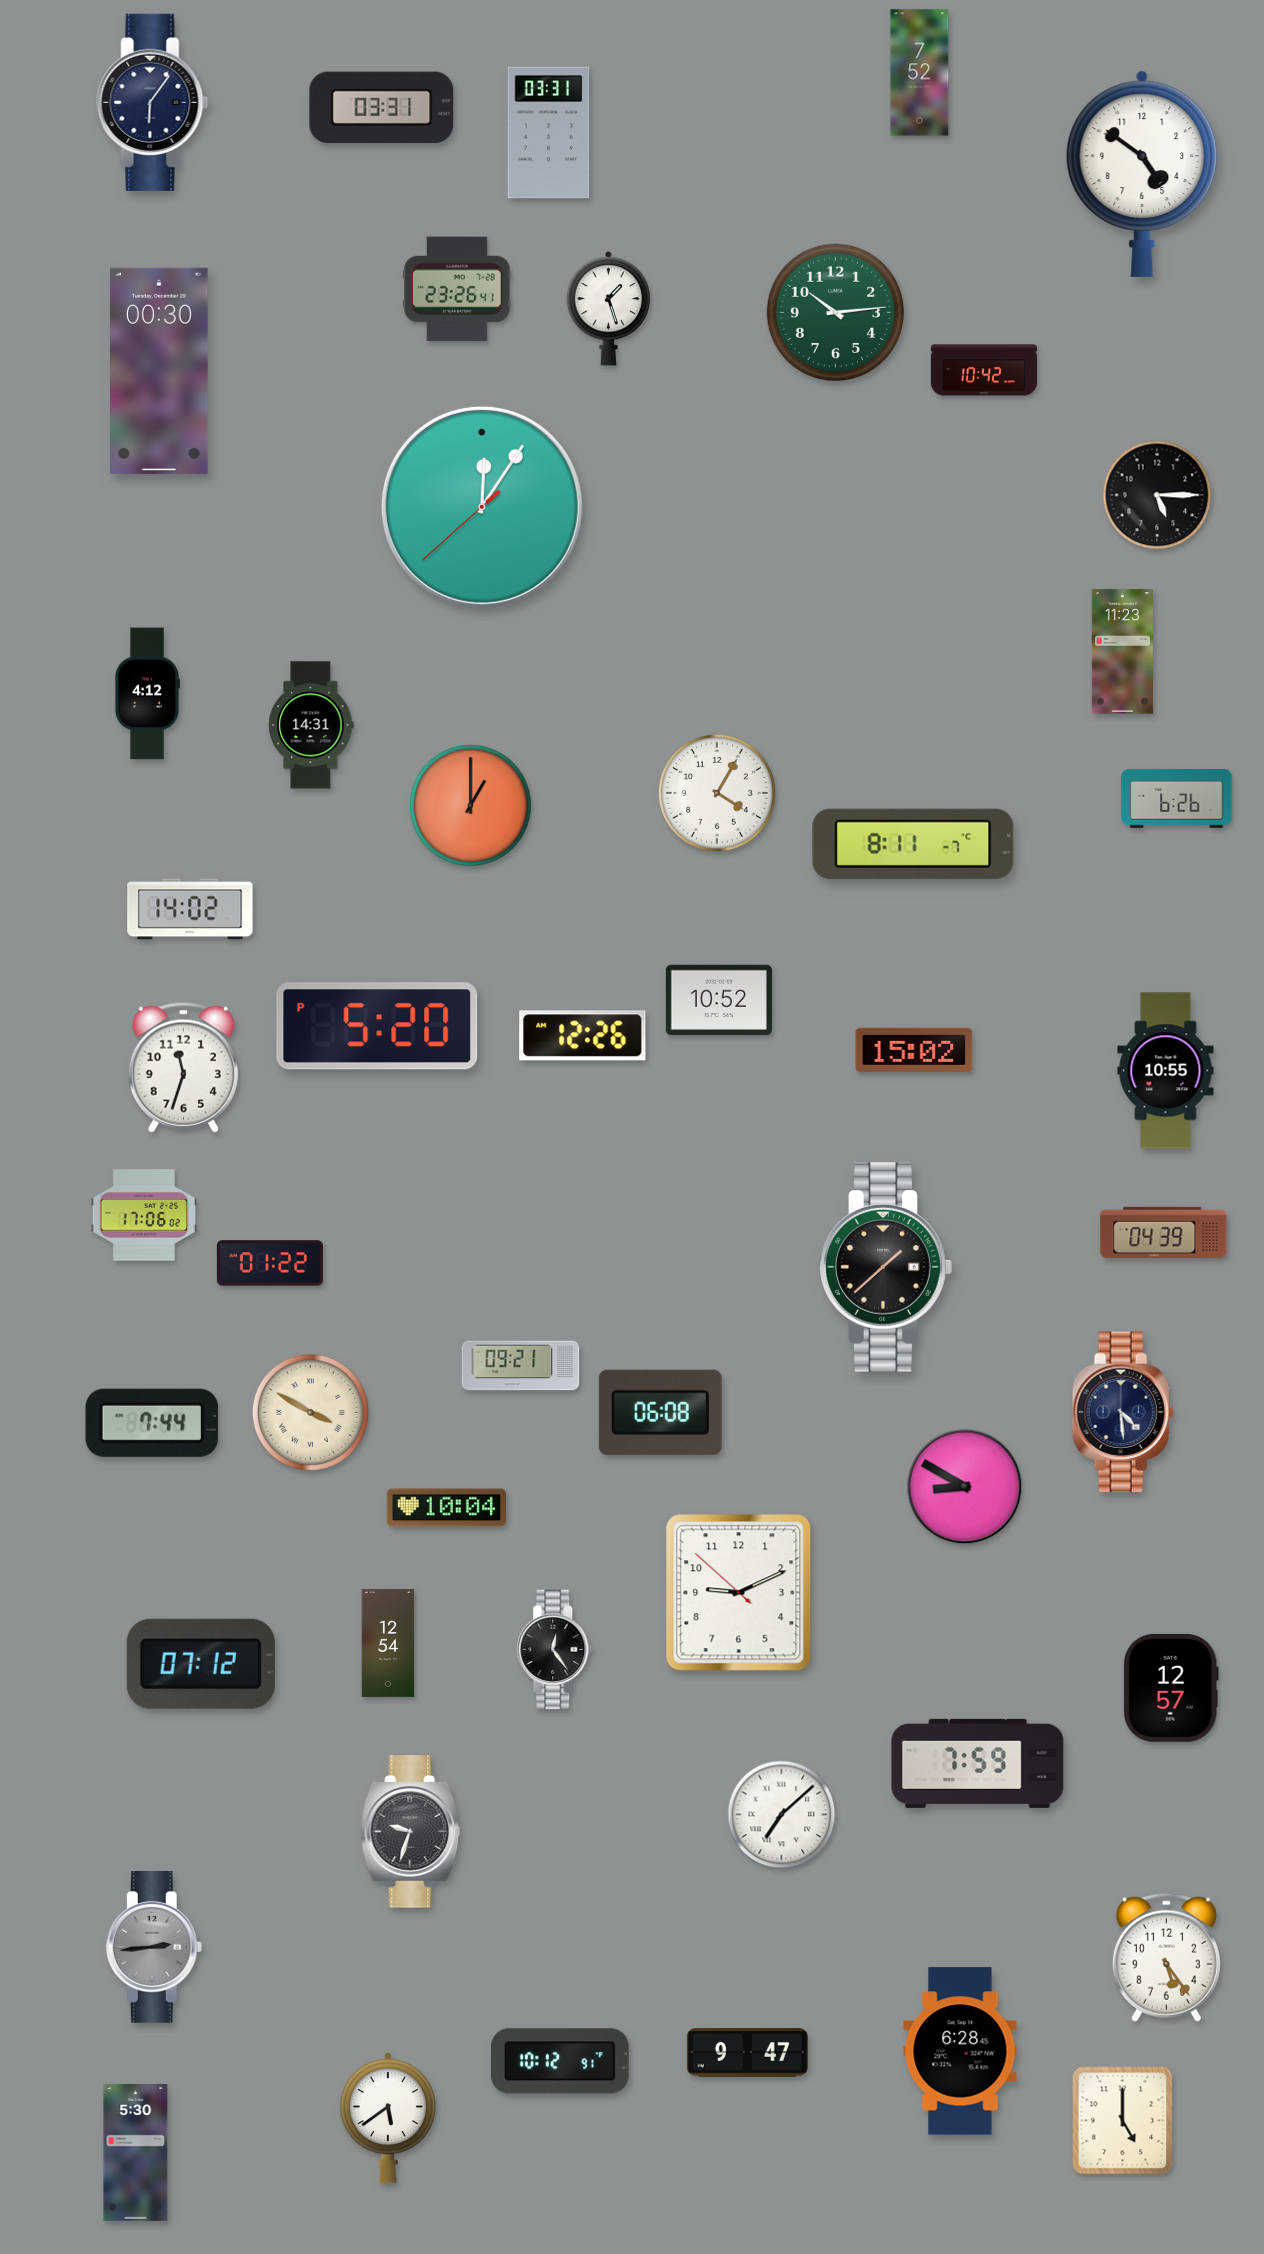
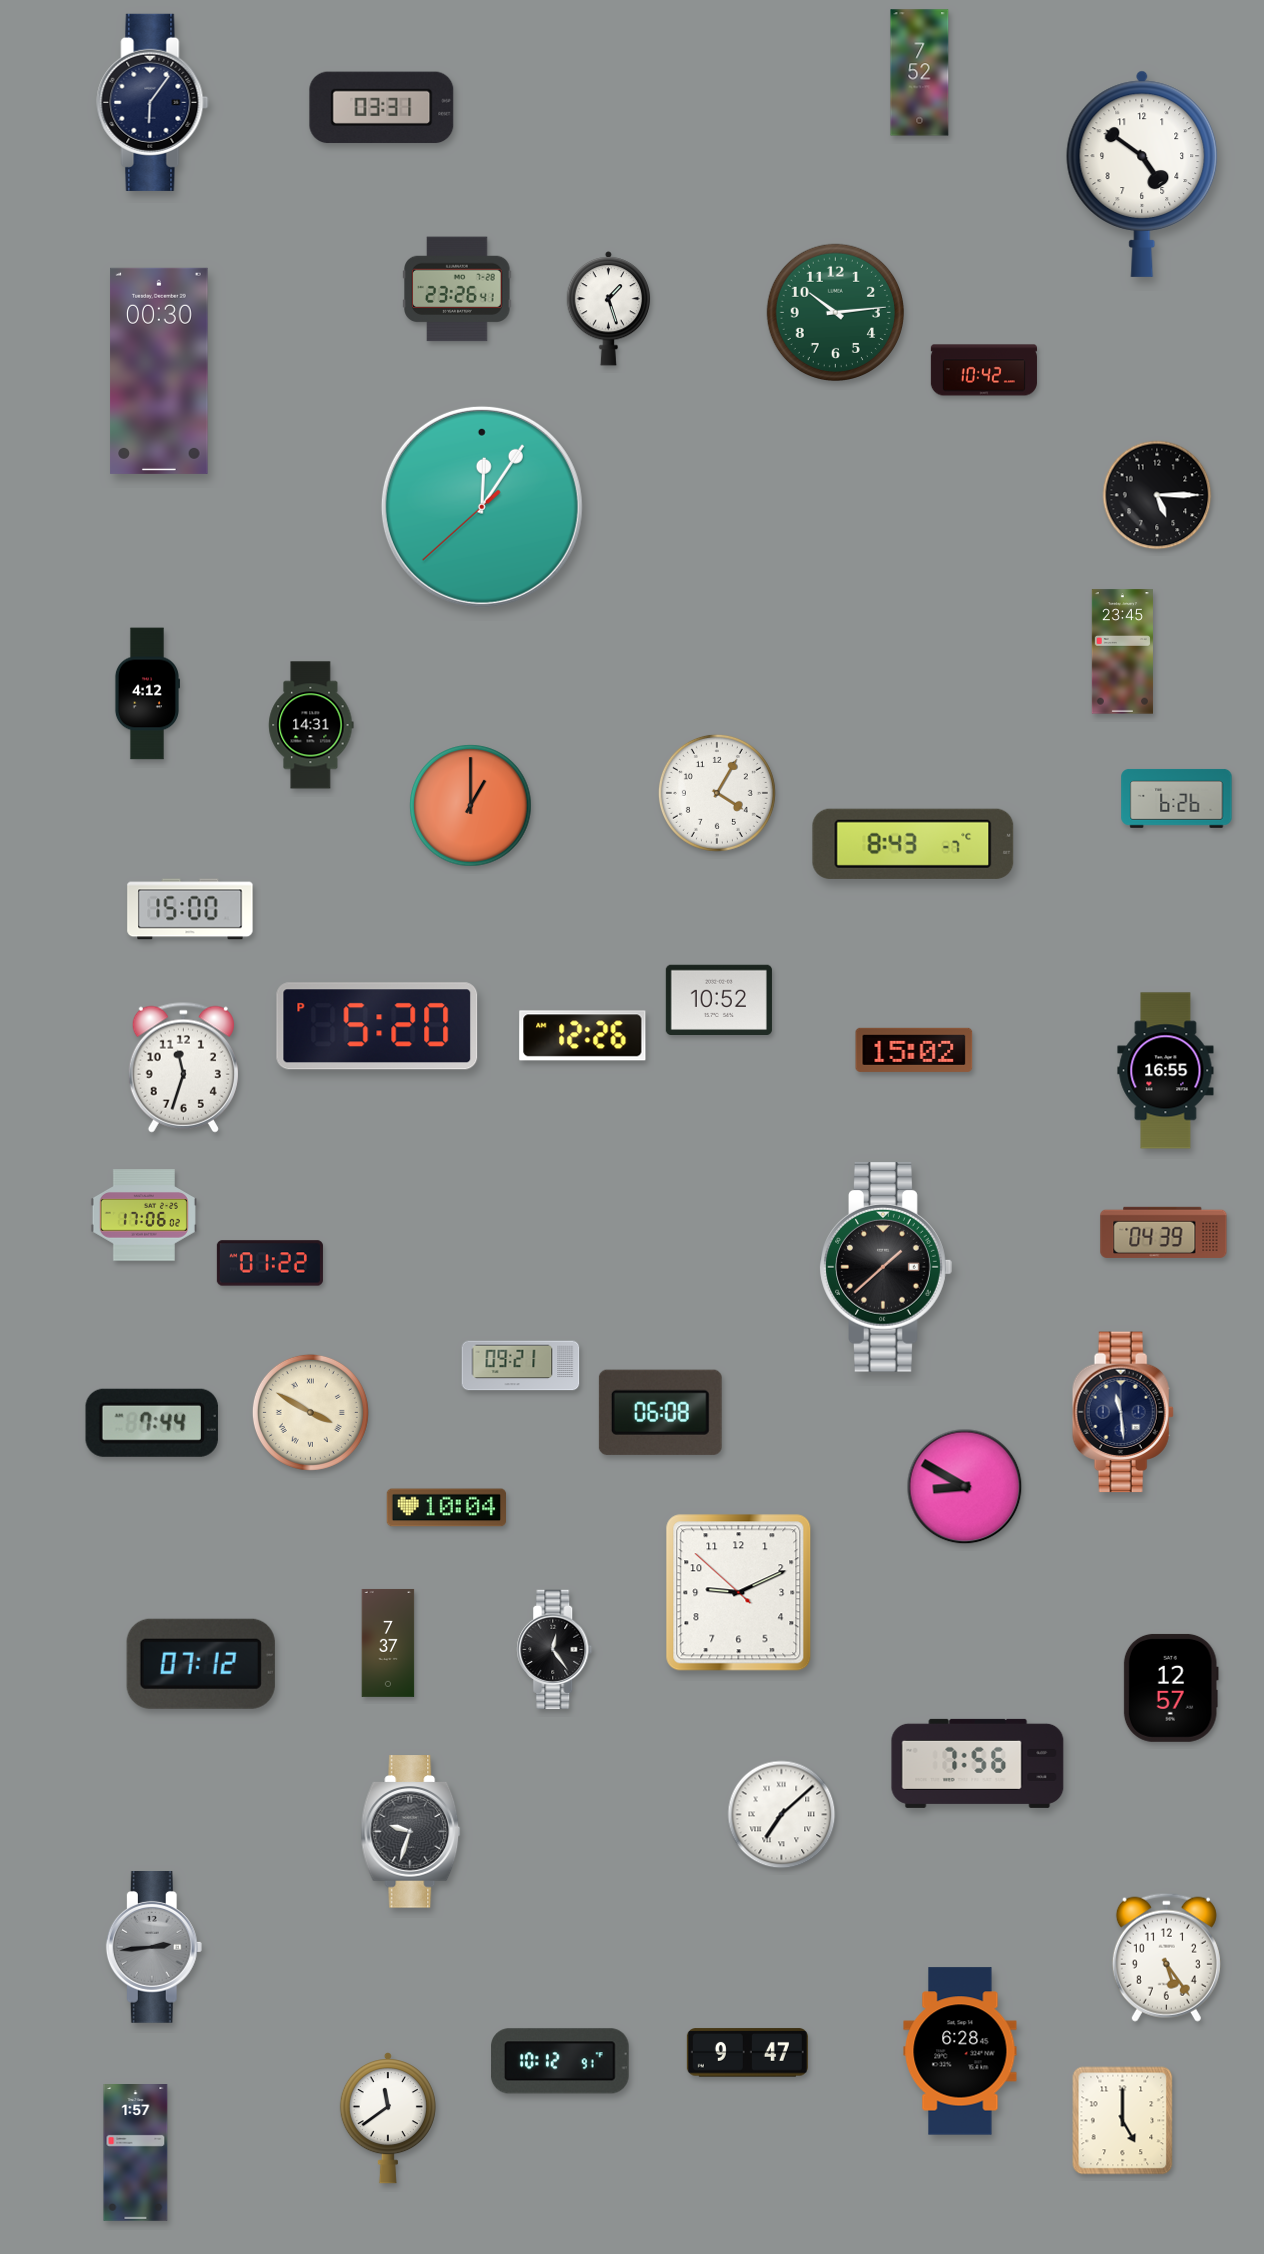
clock at (549, 133): 03:31 -> none
clock at (1122, 652): 11:23 -> 23:45
clock at (913, 844): 8:11 -> 8:43
clock at (190, 909): 14:02 -> 15:00
clock at (1166, 1071): 10:55 -> 16:55
clock at (1123, 1412): 4:29 -> 11:29
clock at (388, 1643): 12:54 -> 7:37
clock at (978, 1763): 7:59 -> 7:56
clock at (388, 2119): 5:39 -> 11:39
clock at (136, 2153): 5:30 -> 1:57
